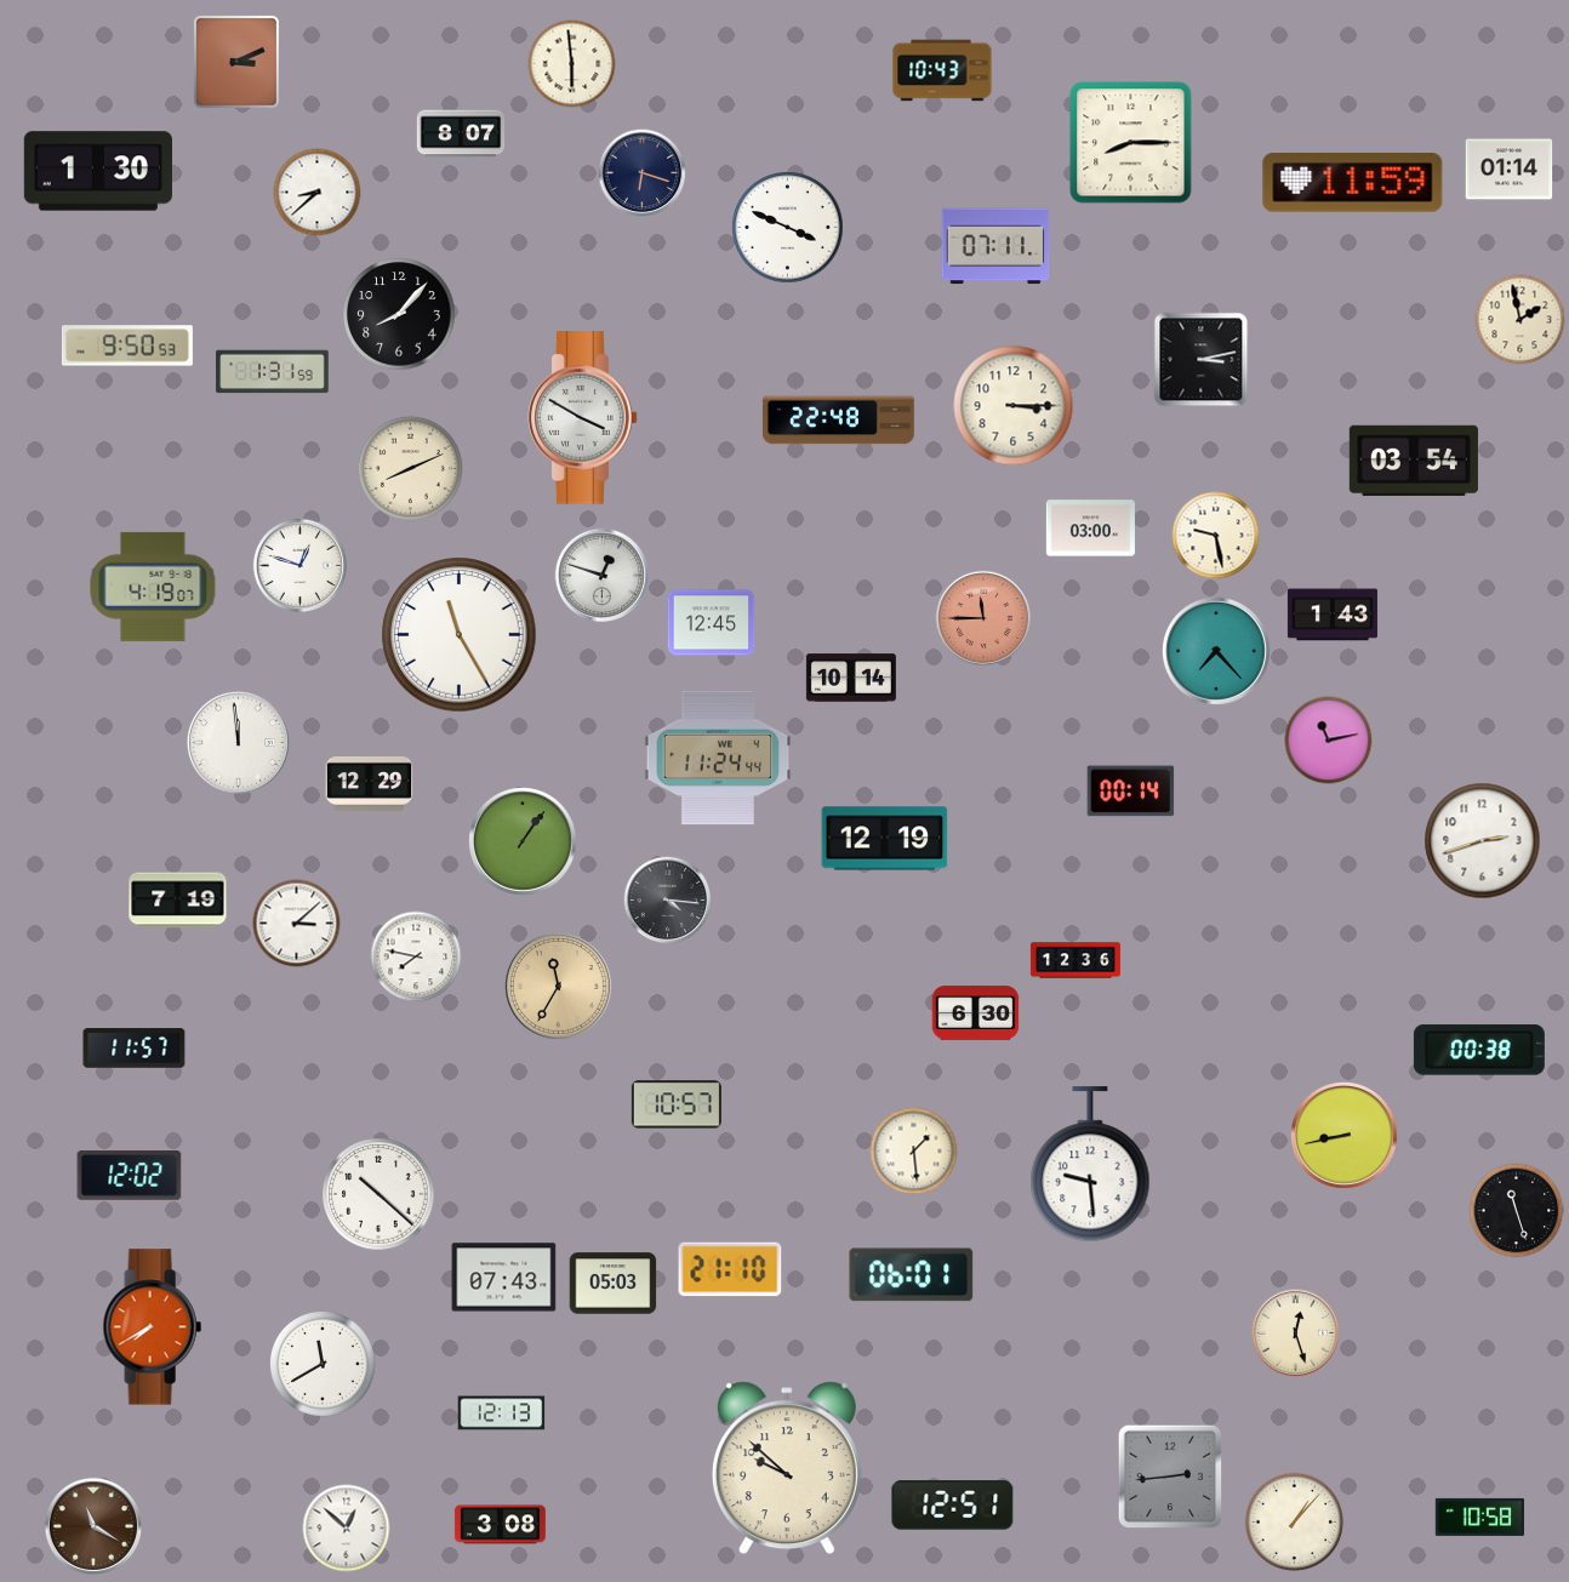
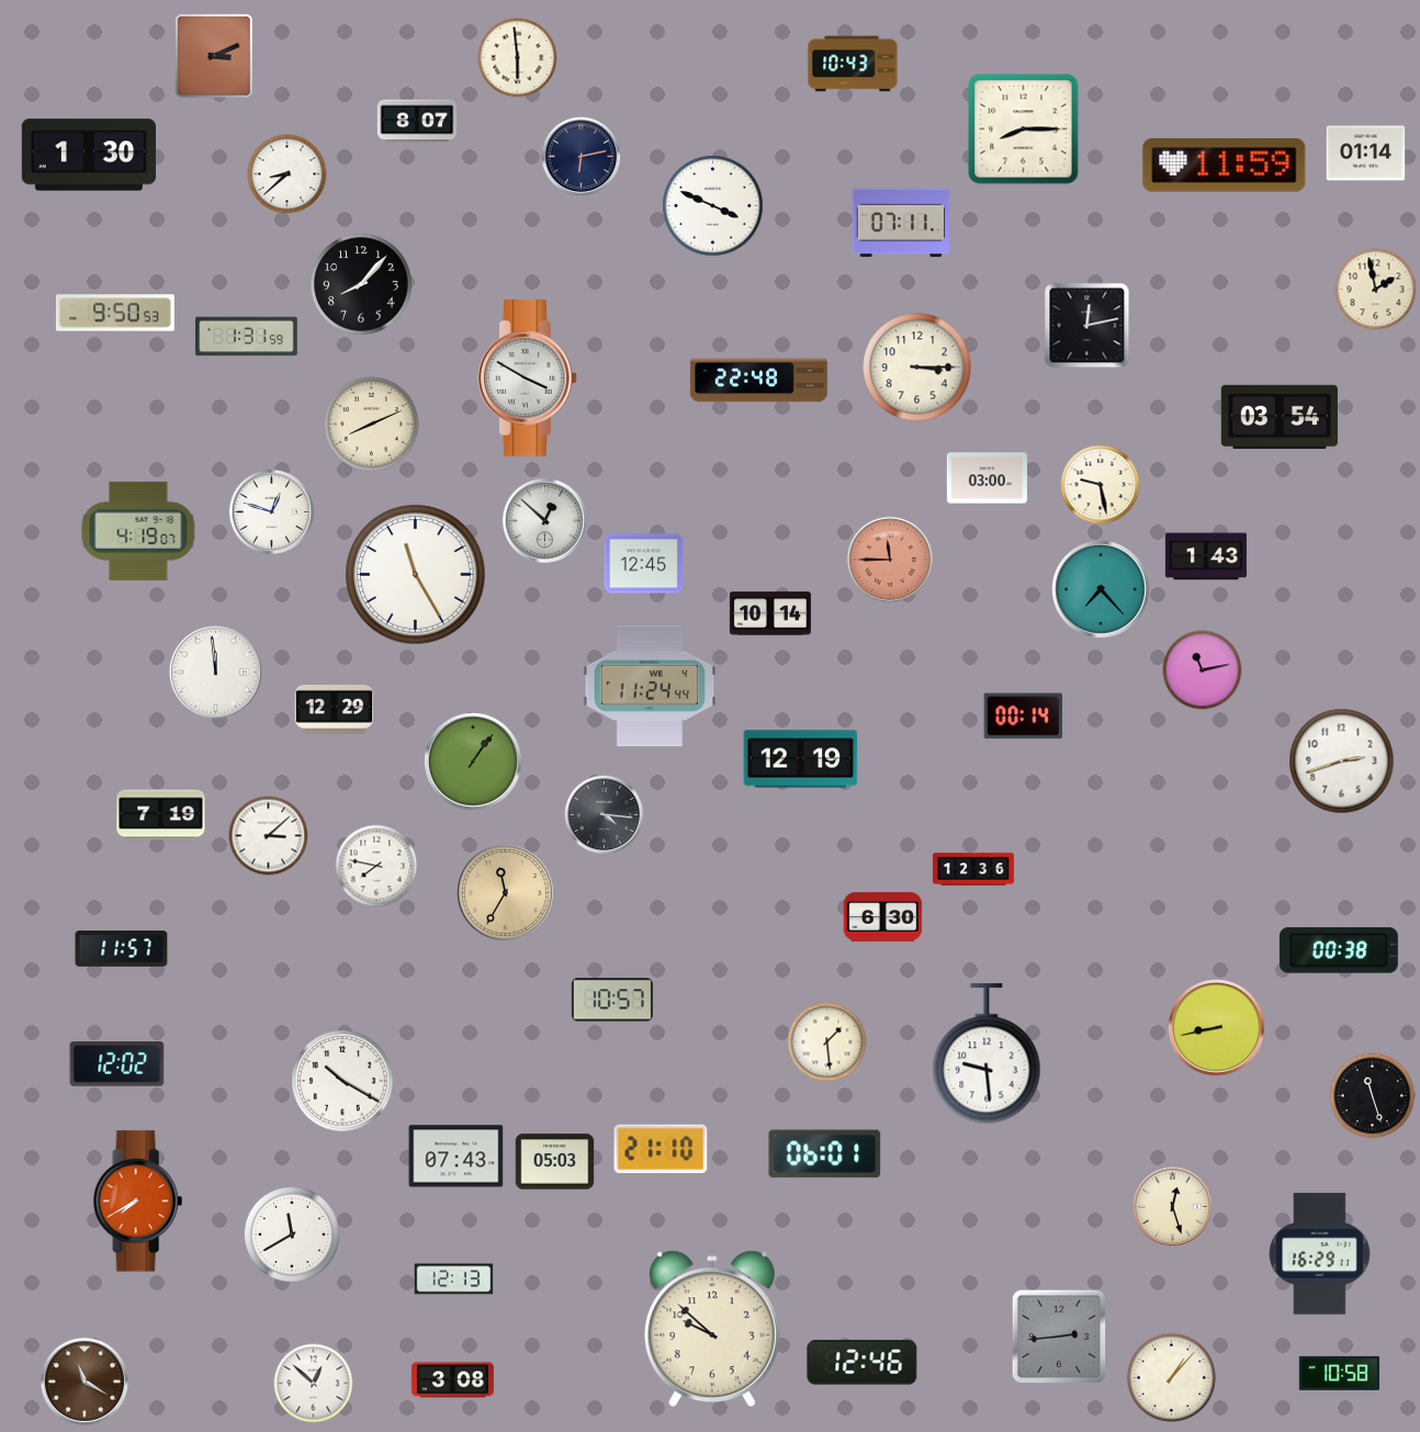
clock at (643, 173): 6:18 -> 6:13
clock at (1202, 360): 3:13 -> 12:13
clock at (601, 575): 12:48 -> 12:52
clock at (378, 1194): 10:22 -> 10:20
clock at (1320, 1254): none -> 16:29
clock at (953, 1506): 12:51 -> 12:46
